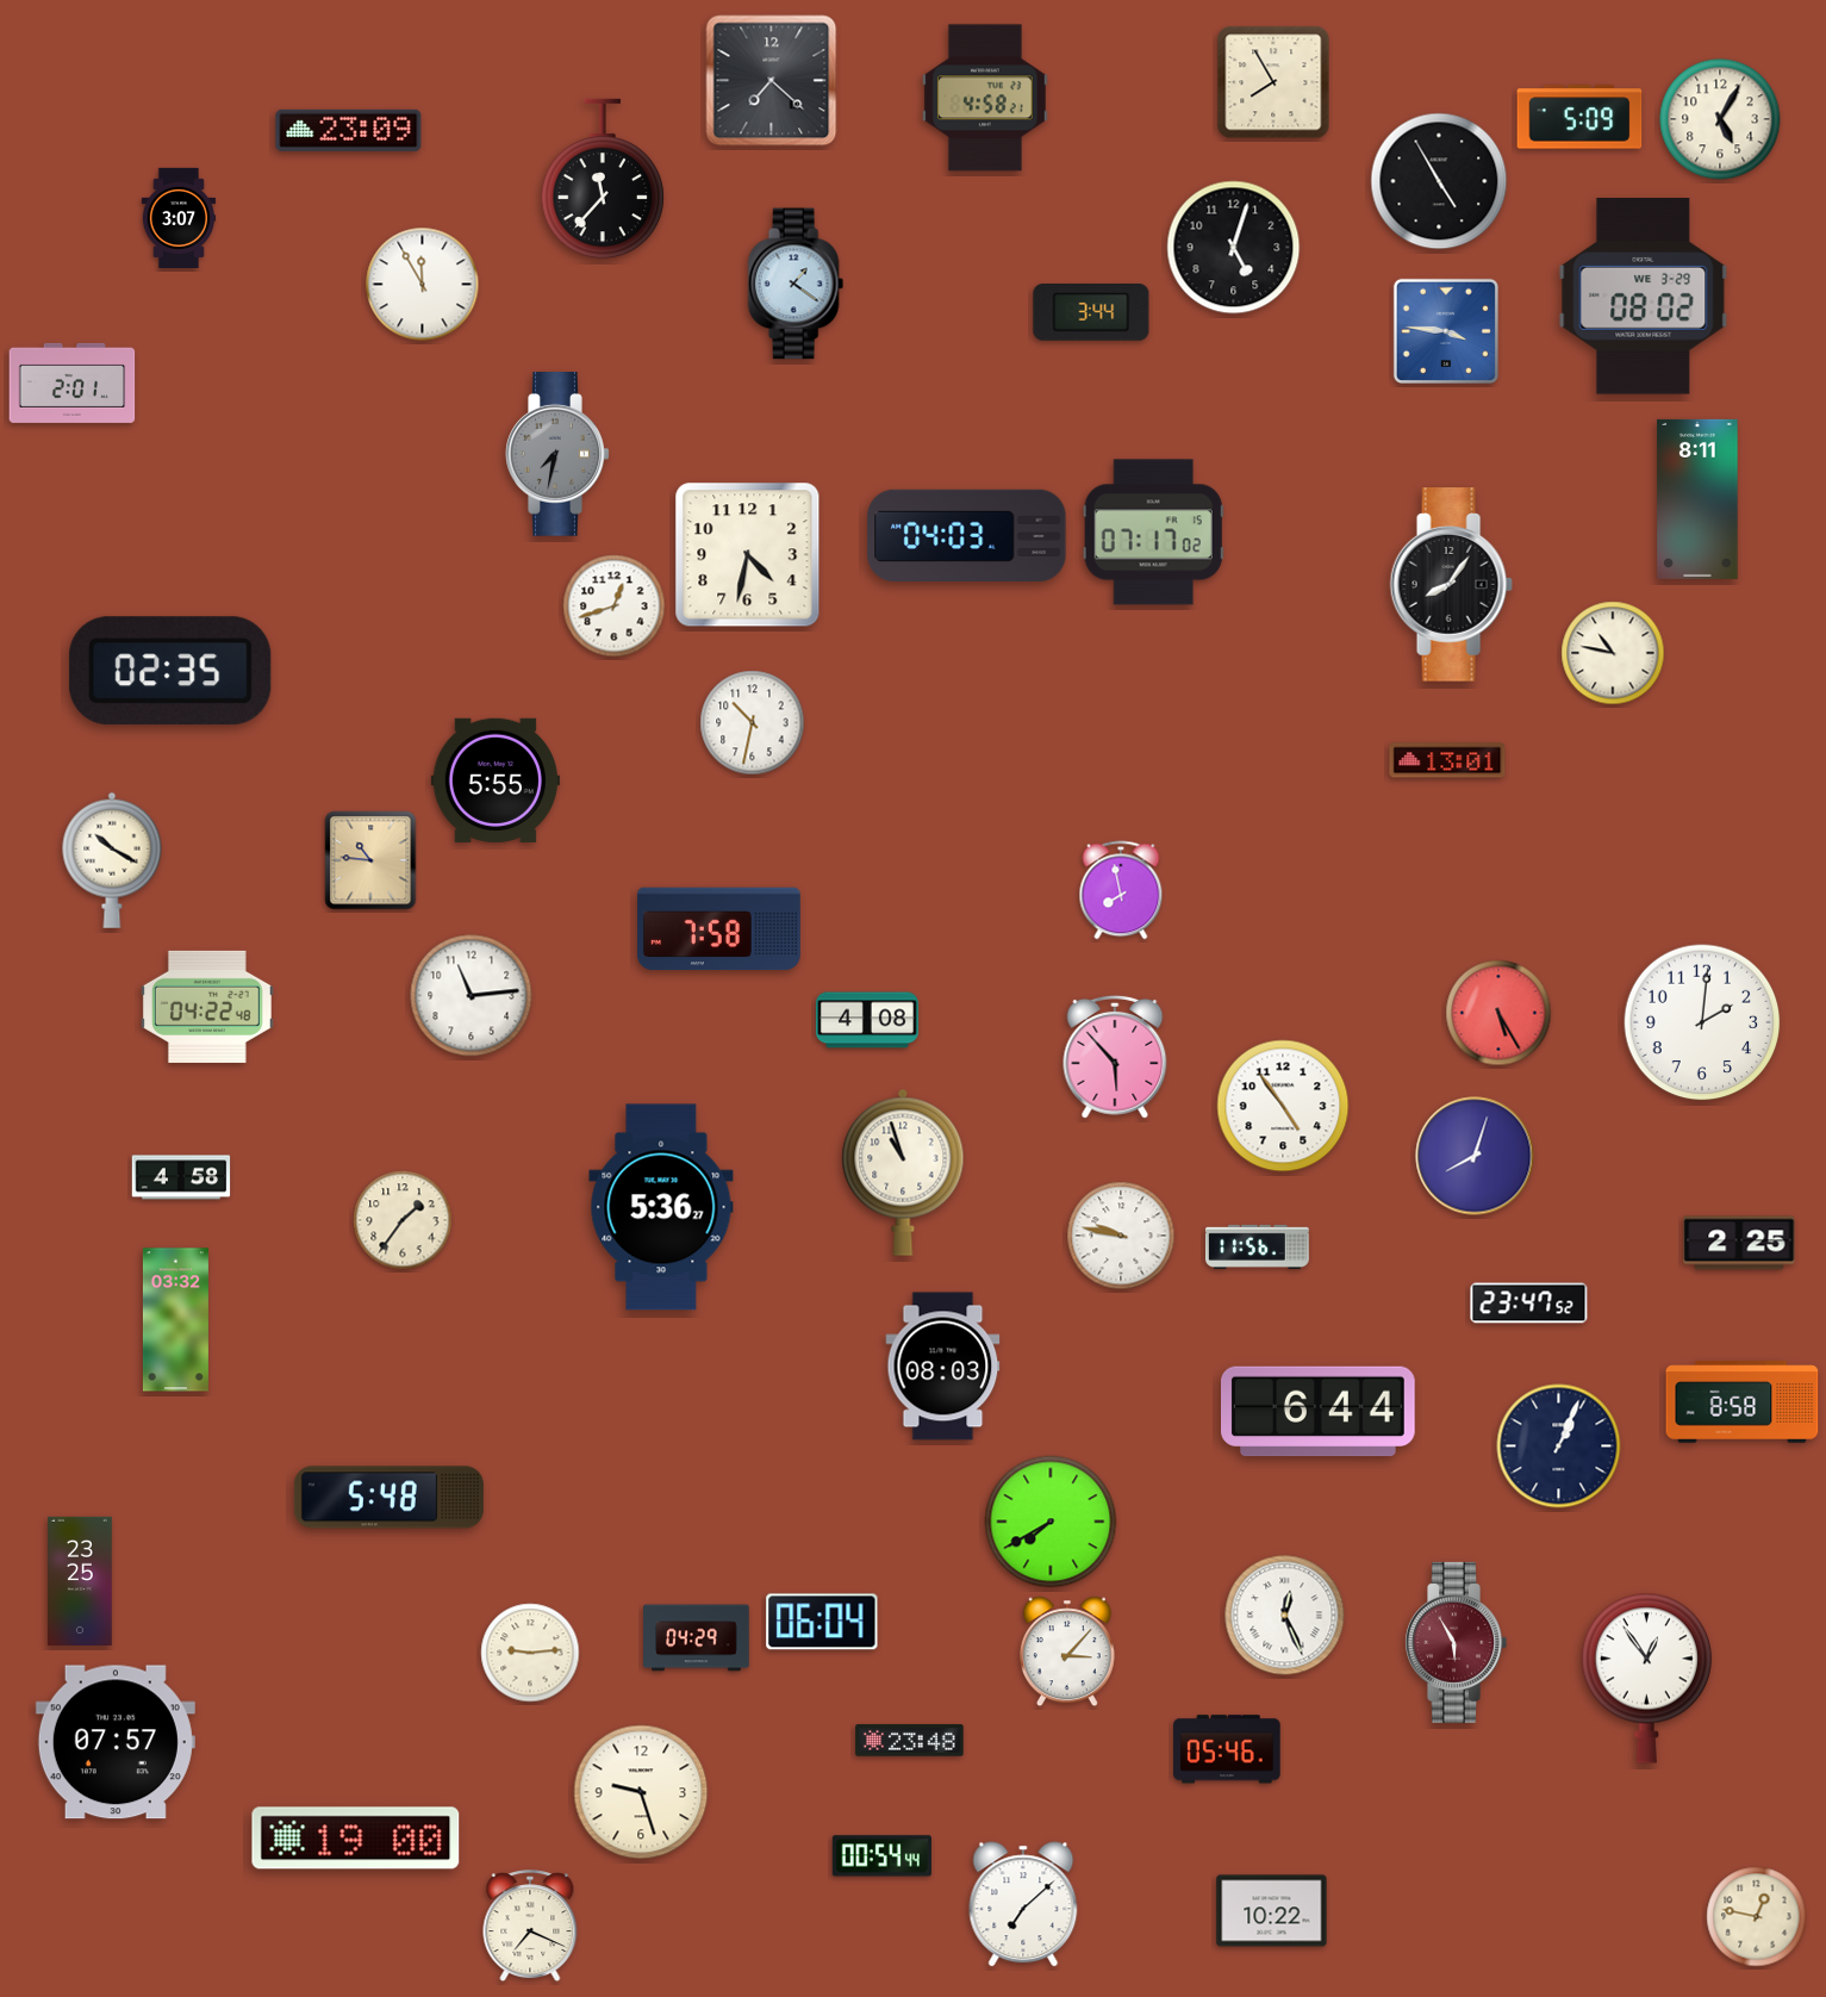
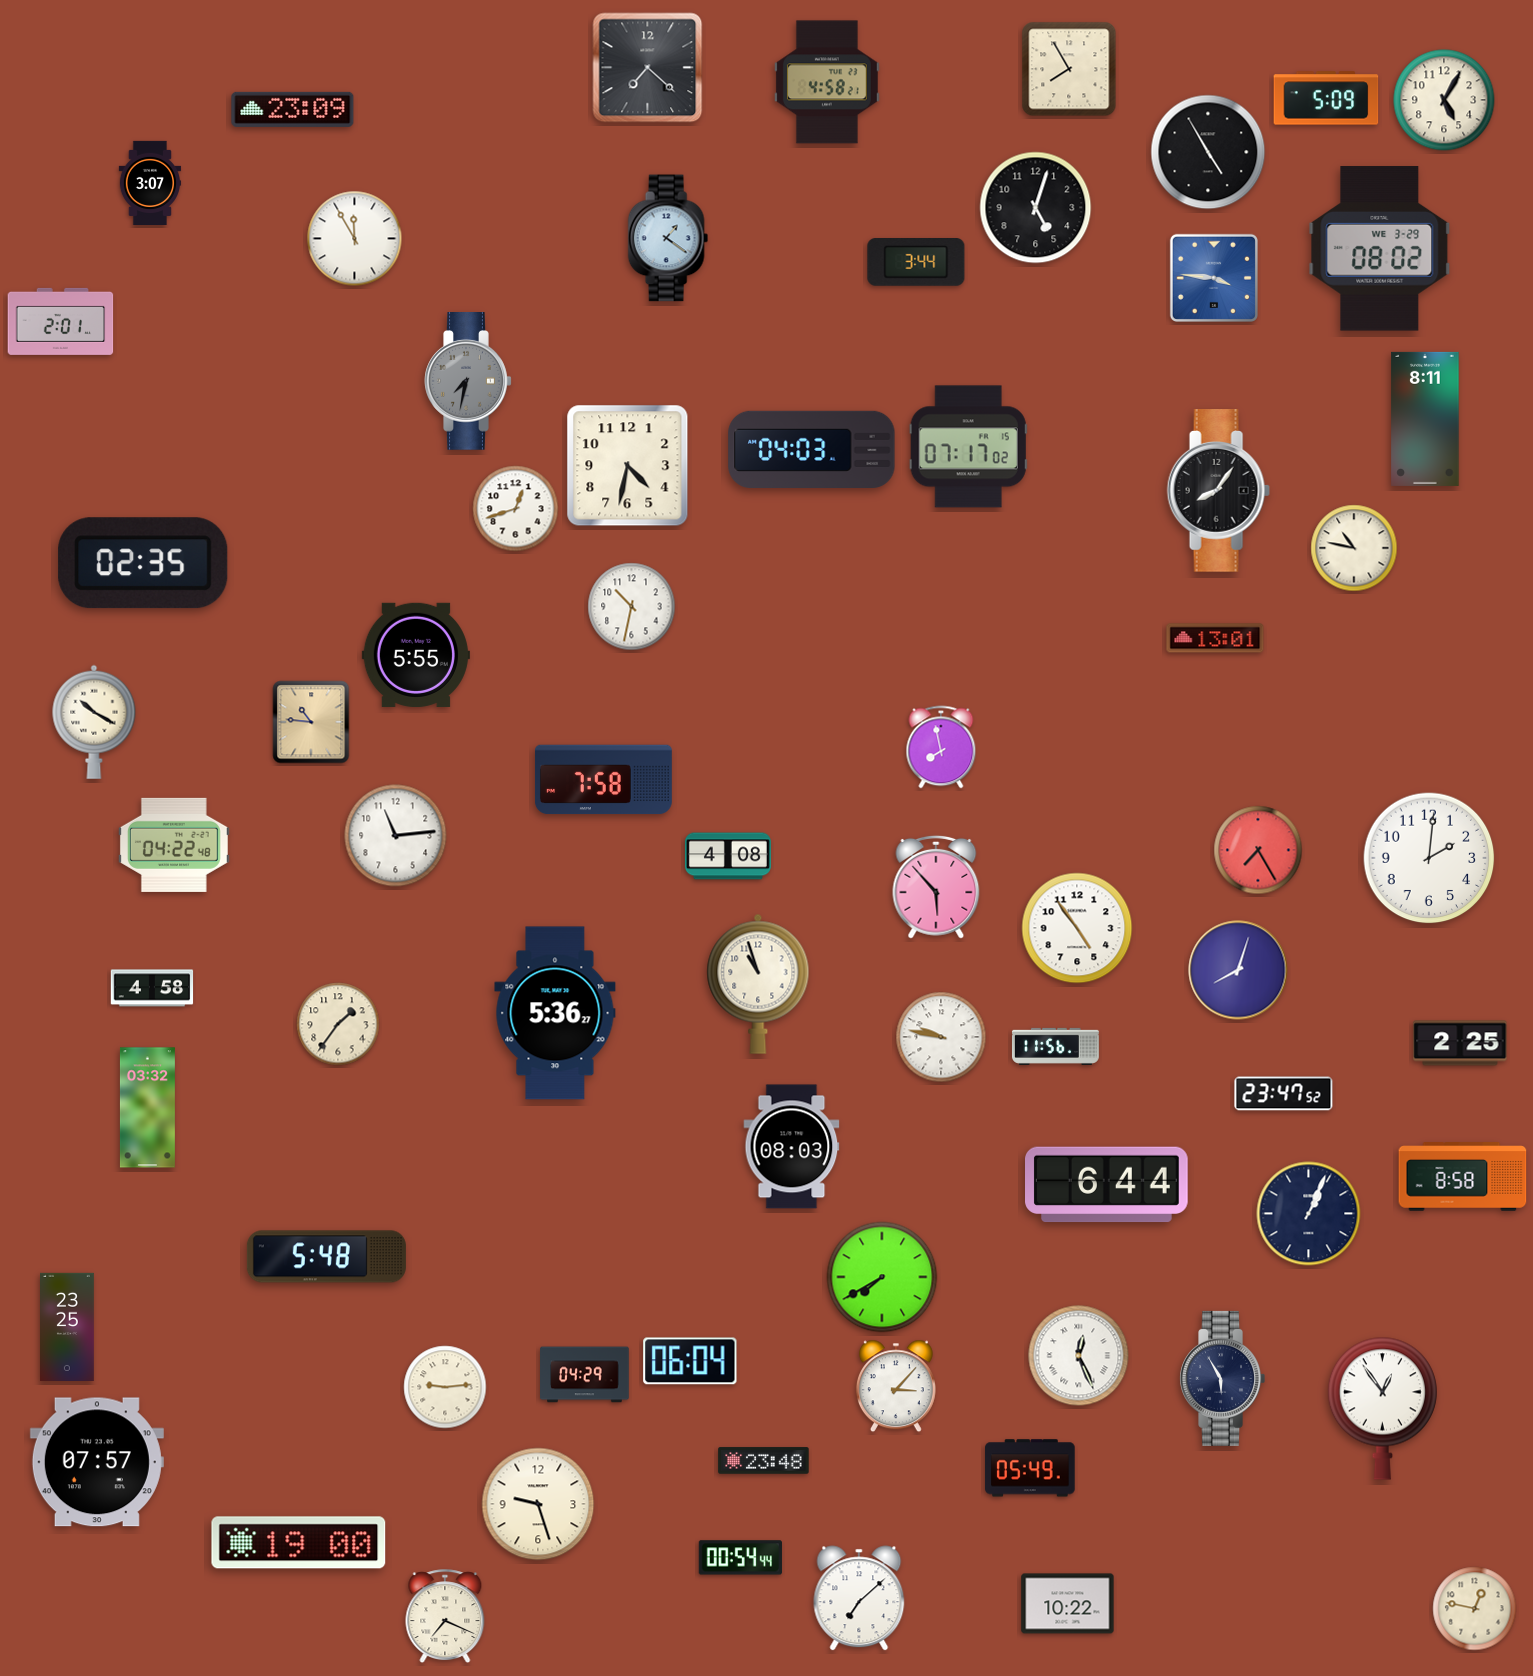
clock at (602, 179): 11:37 -> none
clock at (1498, 1013): 5:25 -> 7:25
clock at (1456, 1642) dial: burgundy -> navy
clock at (1227, 1749): 05:46 -> 05:49
